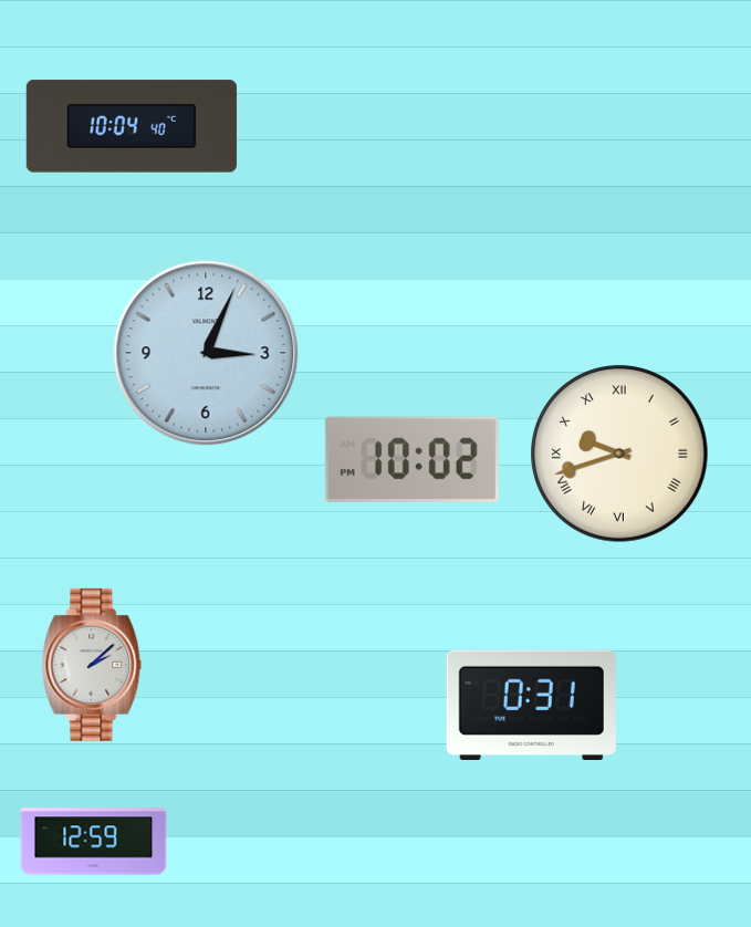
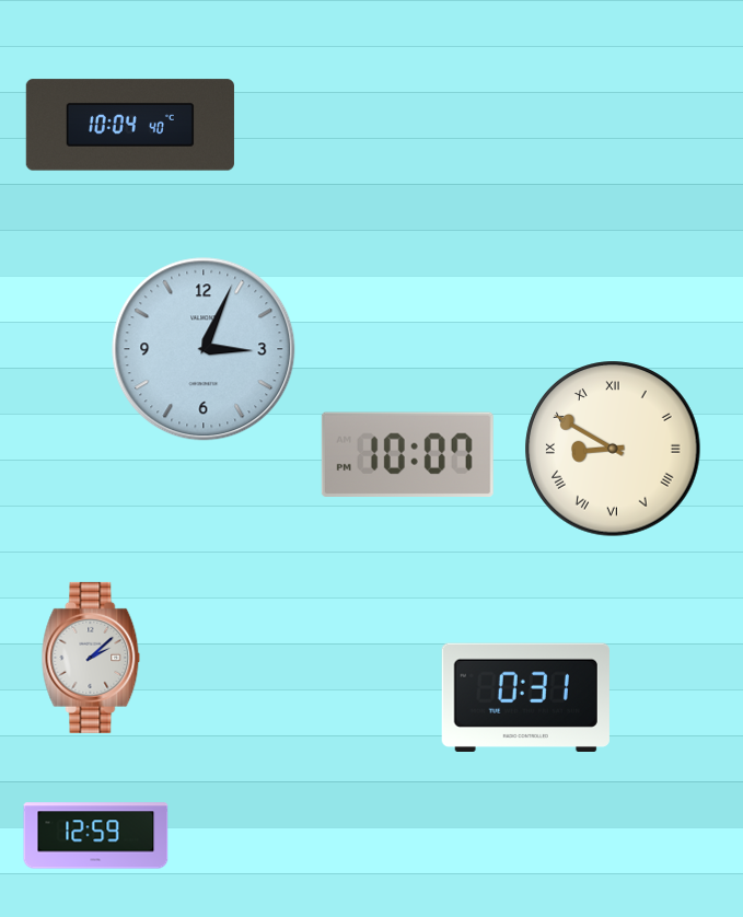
clock at (619, 454): 9:42 -> 8:50
clock at (411, 459): 10:02 -> 10:07
clock at (94, 842) position: (94, 842) -> (96, 836)
